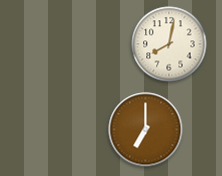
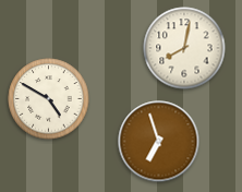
clock at (49, 99): none -> 4:50
clock at (146, 130): 7:00 -> 6:57
